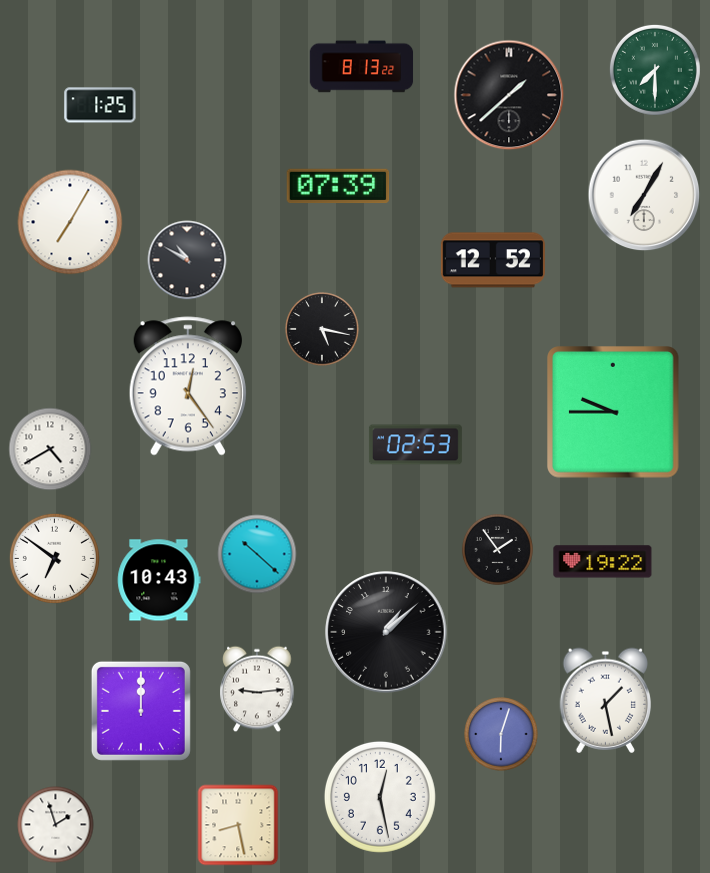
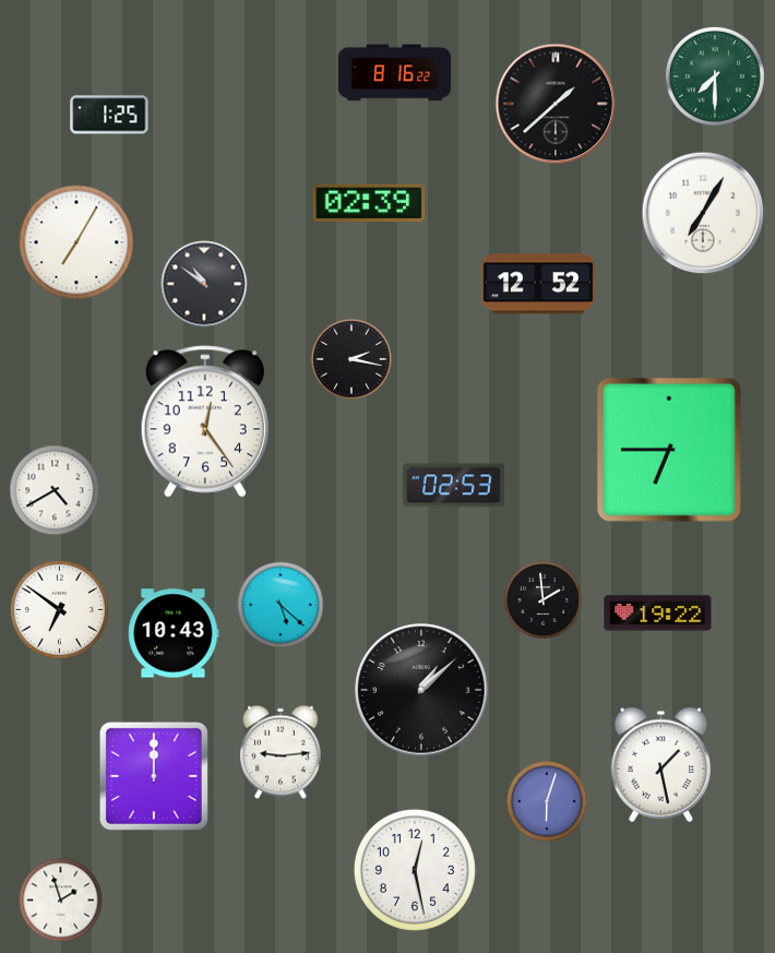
clock at (362, 67): 8:13 -> 8:16
clock at (338, 186): 07:39 -> 02:39
clock at (187, 260): 10:50 -> 10:51
clock at (322, 329): 5:17 -> 2:17
clock at (613, 412): 9:45 -> 6:45
clock at (497, 549): 1:54 -> 1:59
clock at (257, 554): 10:22 -> 5:22
clock at (238, 825): 8:28 -> none
